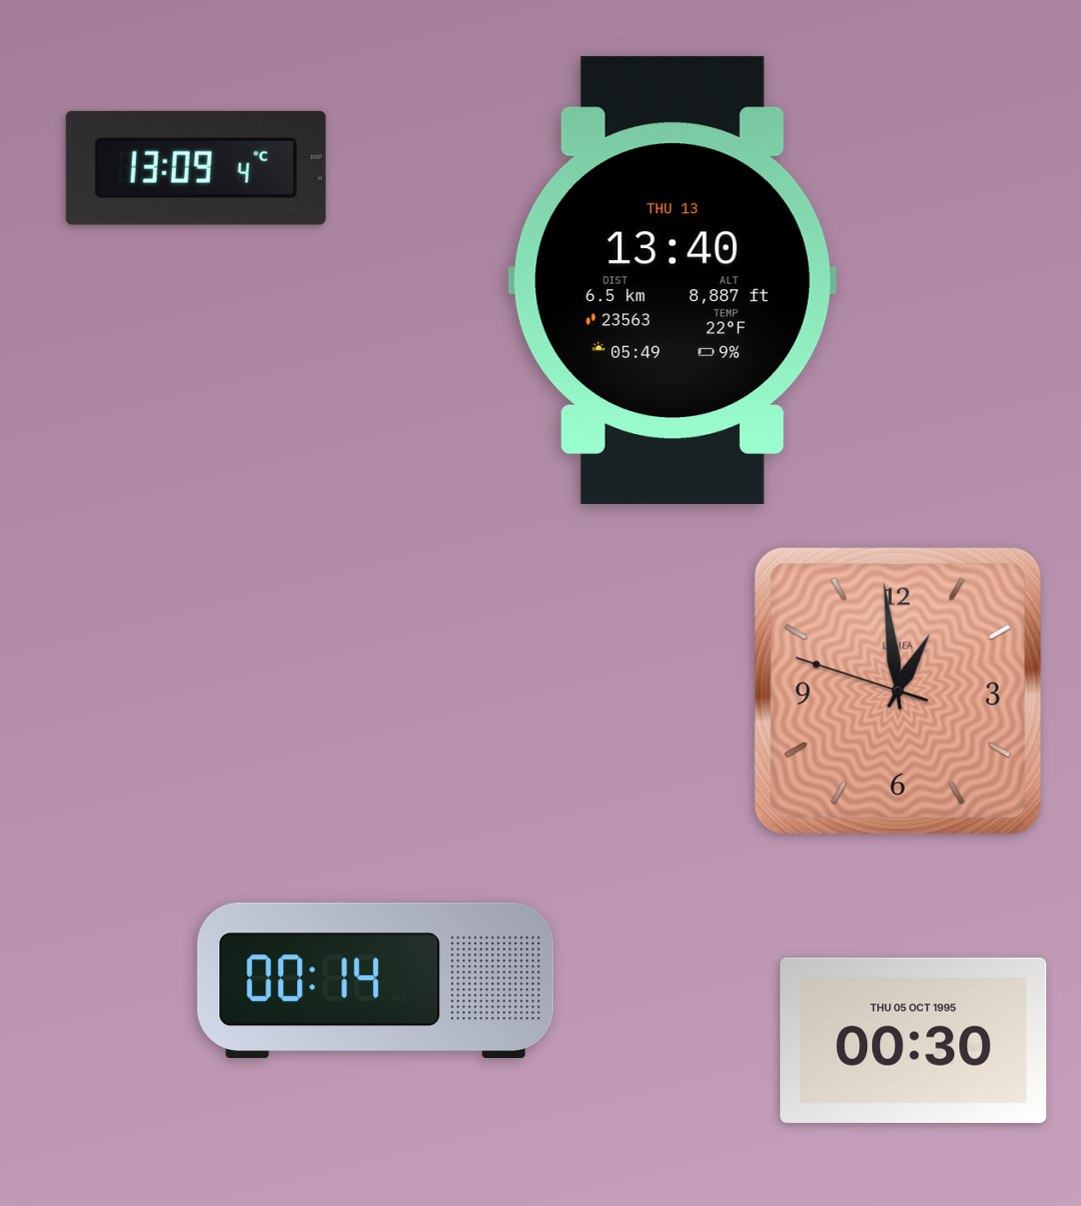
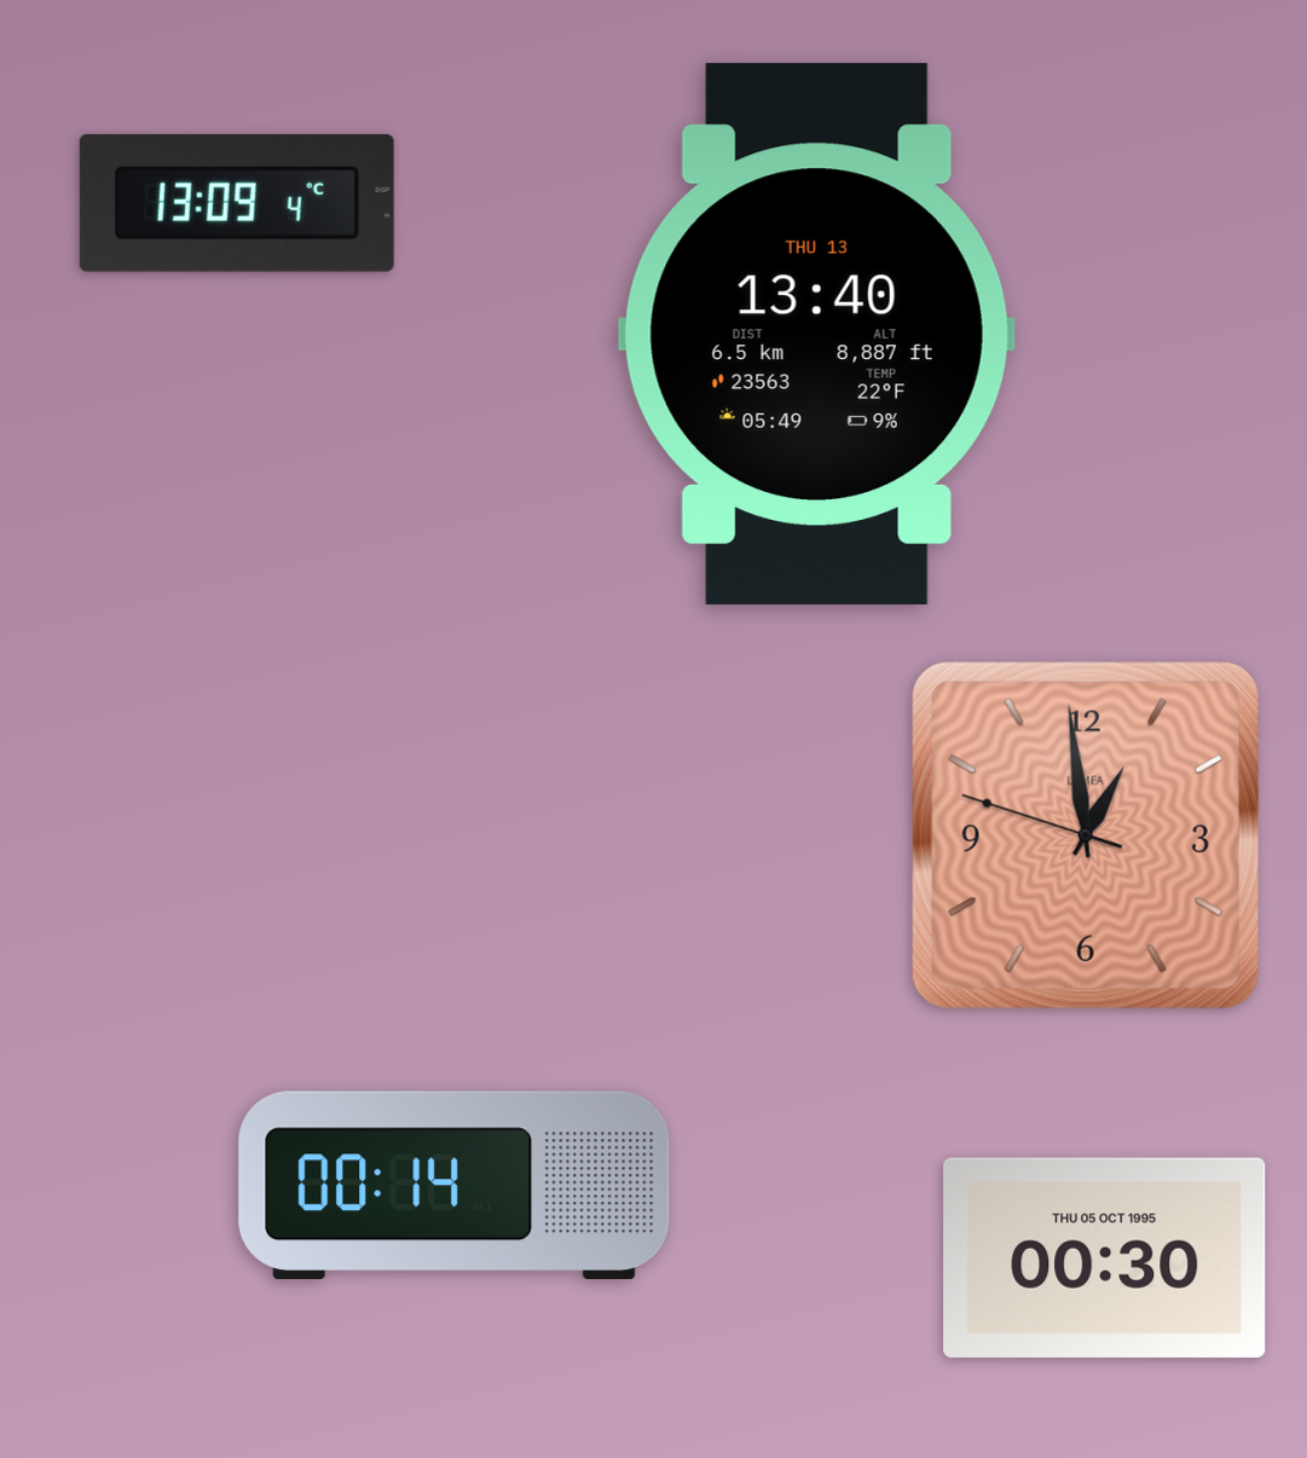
clock at (672, 280) position: (672, 280) -> (816, 334)
